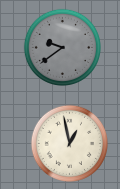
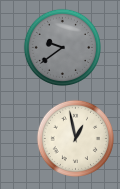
clock at (69, 143) position: (69, 143) -> (75, 138)
